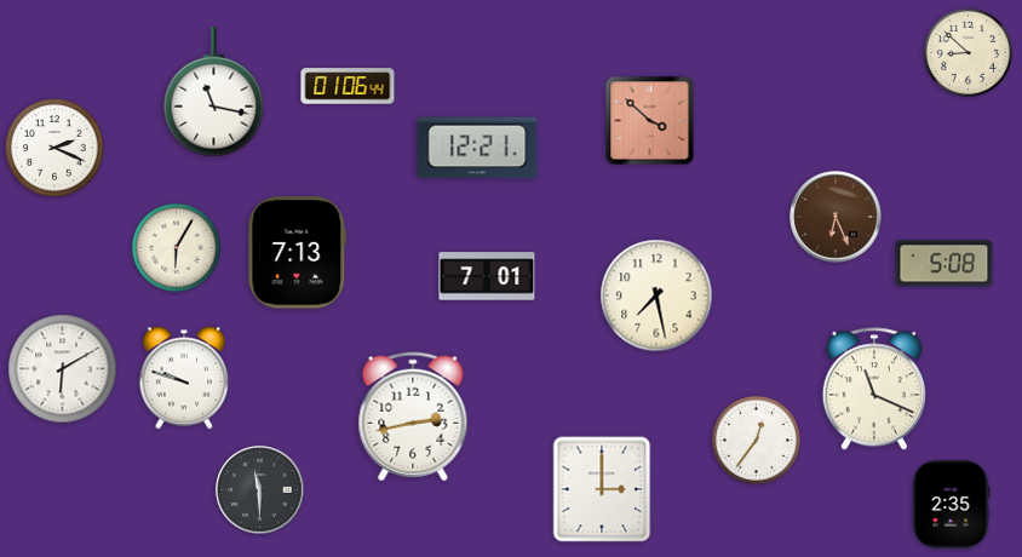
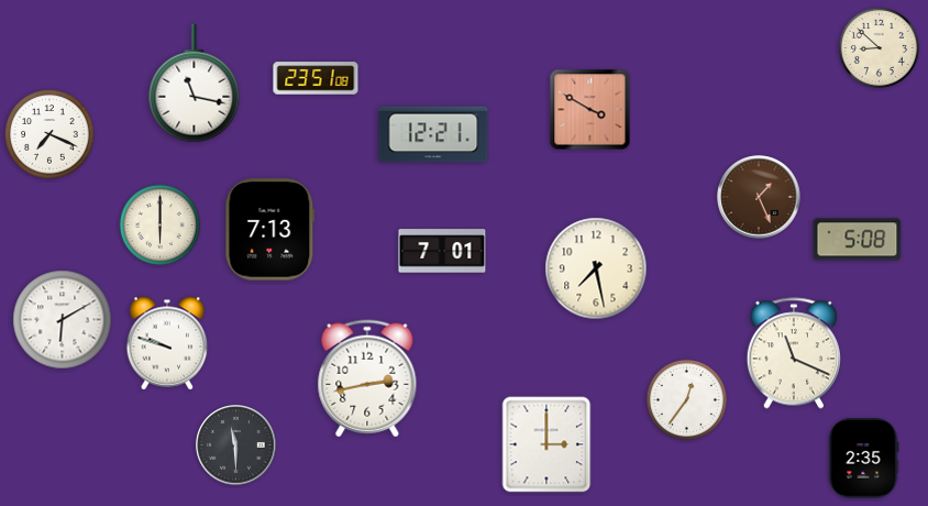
clock at (348, 86): 01:06 -> 23:51
clock at (650, 121): 3:52 -> 3:50
clock at (54, 148): 2:19 -> 7:19
clock at (836, 217): 6:26 -> 1:26
clock at (176, 247): 6:05 -> 6:00
clock at (63, 369) position: (63, 369) -> (63, 320)
clock at (413, 417) position: (413, 417) -> (367, 378)
